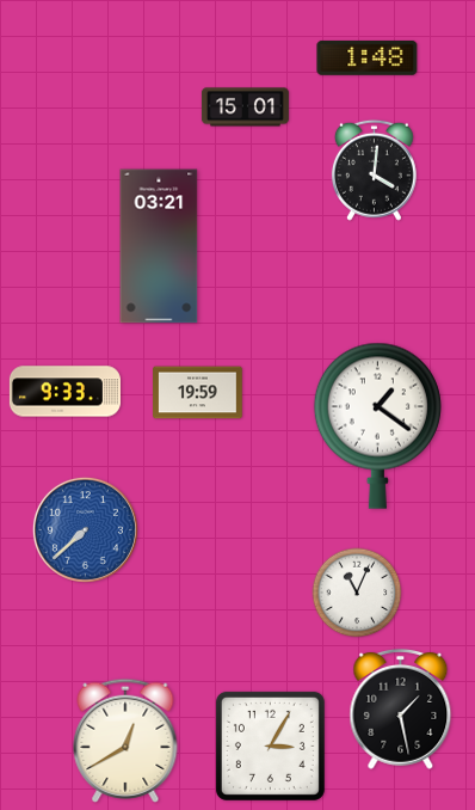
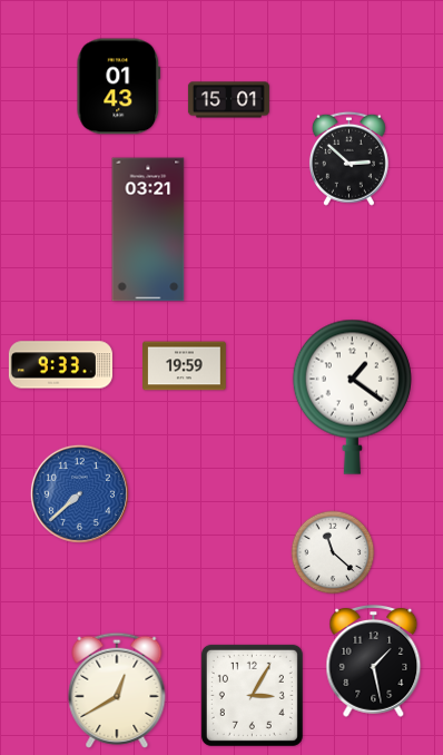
clock at (368, 57): 1:48 -> none
clock at (119, 87): none -> 01:43
clock at (374, 170): 4:01 -> 2:52
clock at (357, 593): 11:04 -> 11:22
